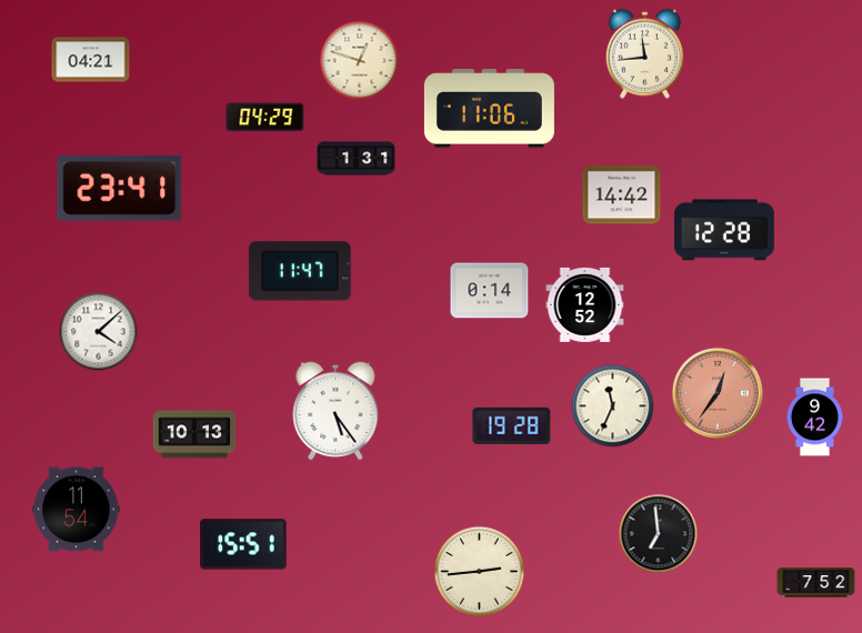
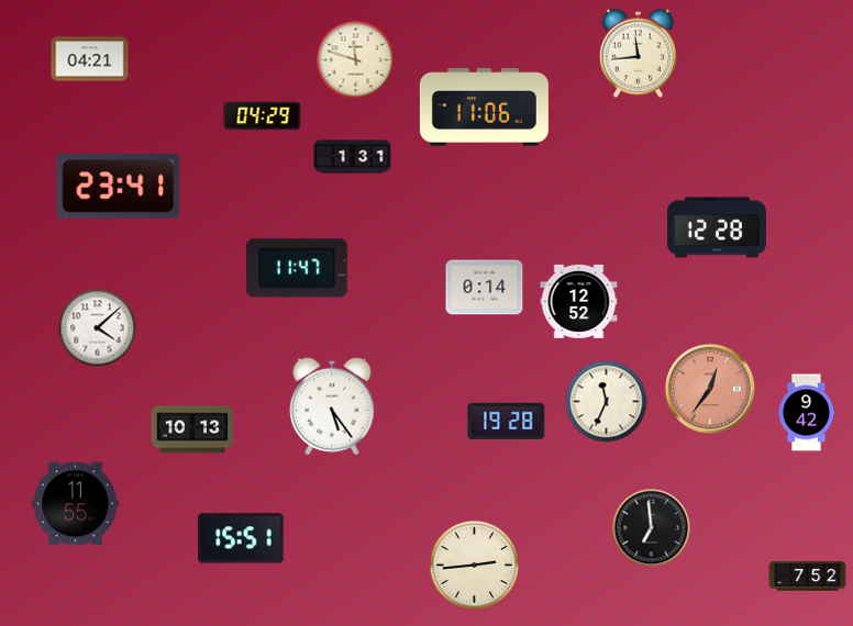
clock at (360, 61): 12:48 -> 11:48
clock at (622, 195): 14:42 -> none
clock at (77, 510): 11:54 -> 11:55
